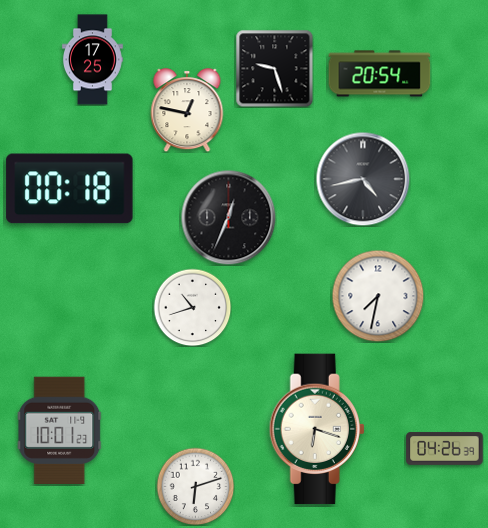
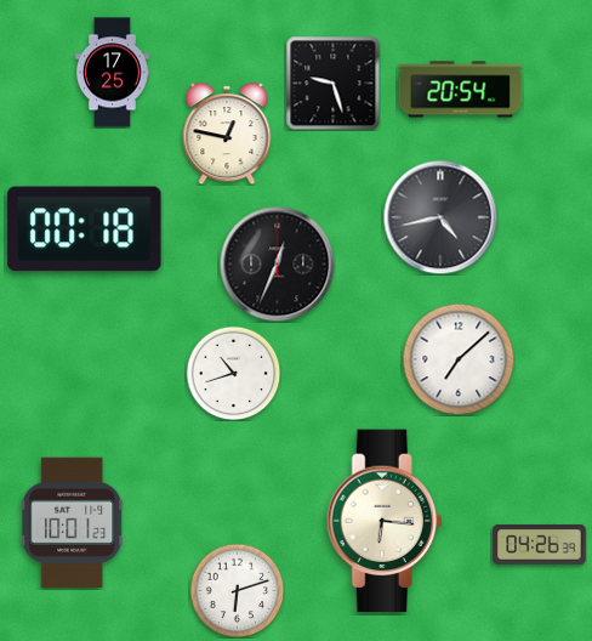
clock at (378, 296): 7:32 -> 7:08
clock at (317, 429): 6:18 -> 6:16
